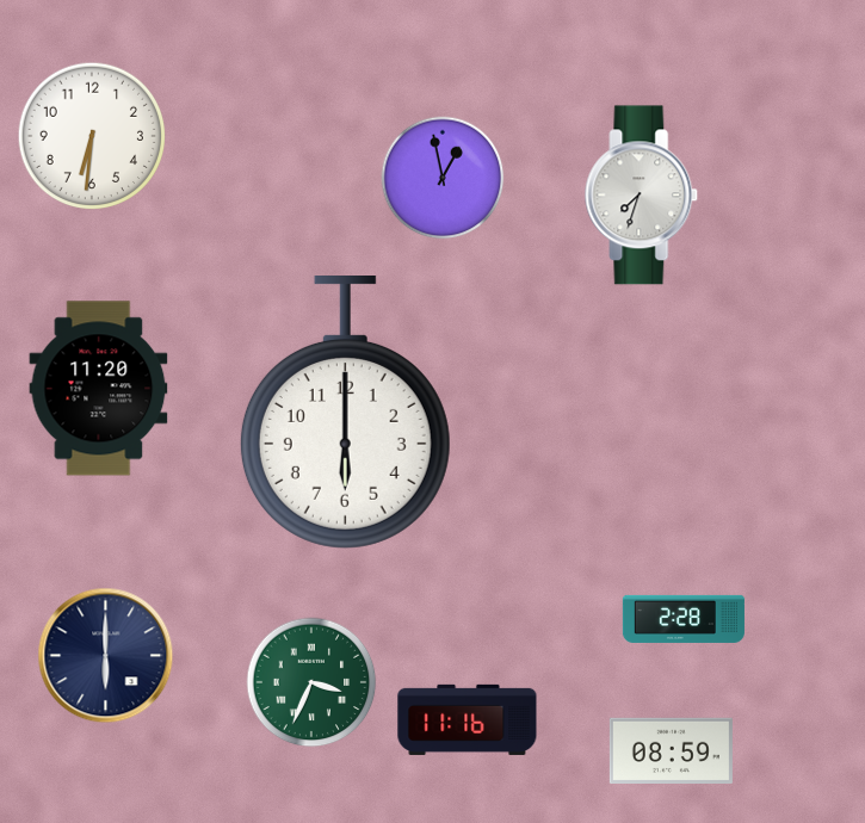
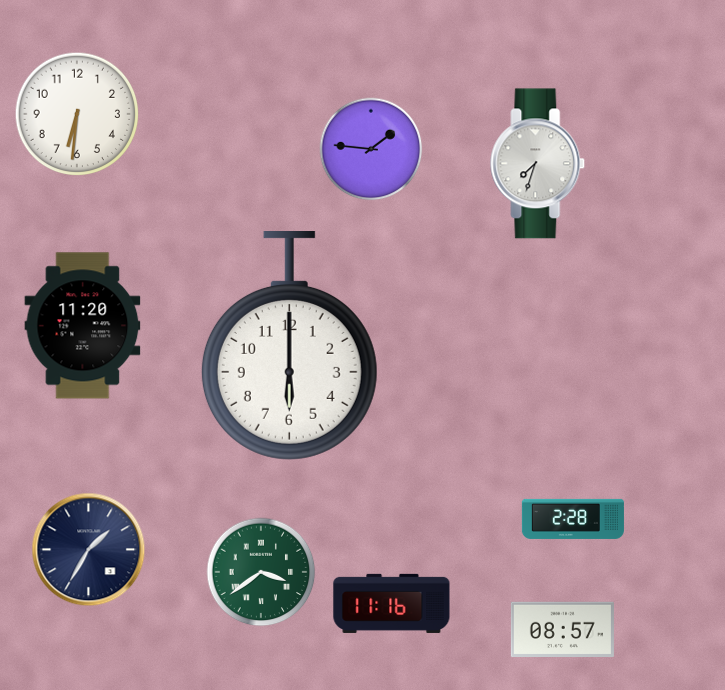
clock at (443, 178): 12:58 -> 1:46
clock at (106, 656): 6:00 -> 1:35
clock at (311, 682): 3:34 -> 3:39
clock at (671, 750): 08:59 -> 08:57
